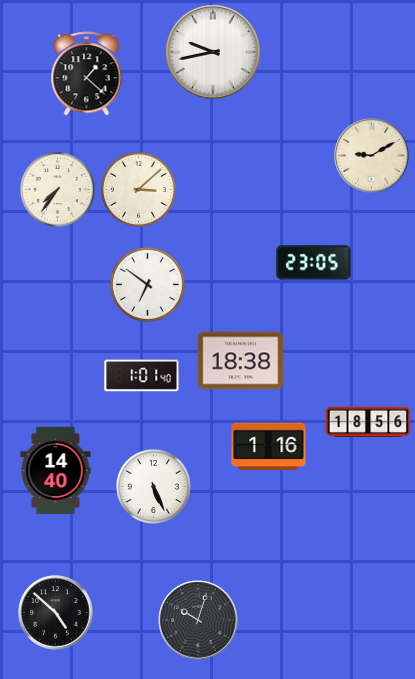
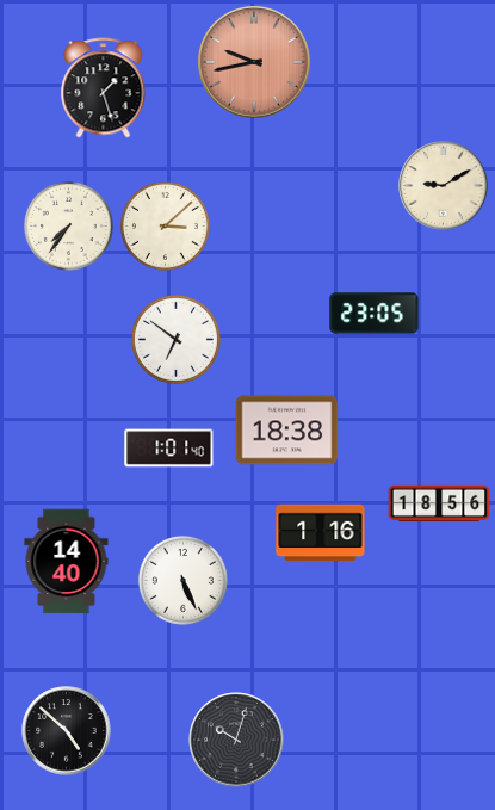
clock at (214, 53) dial: white -> salmon
clock at (87, 74): 1:22 -> 1:27
